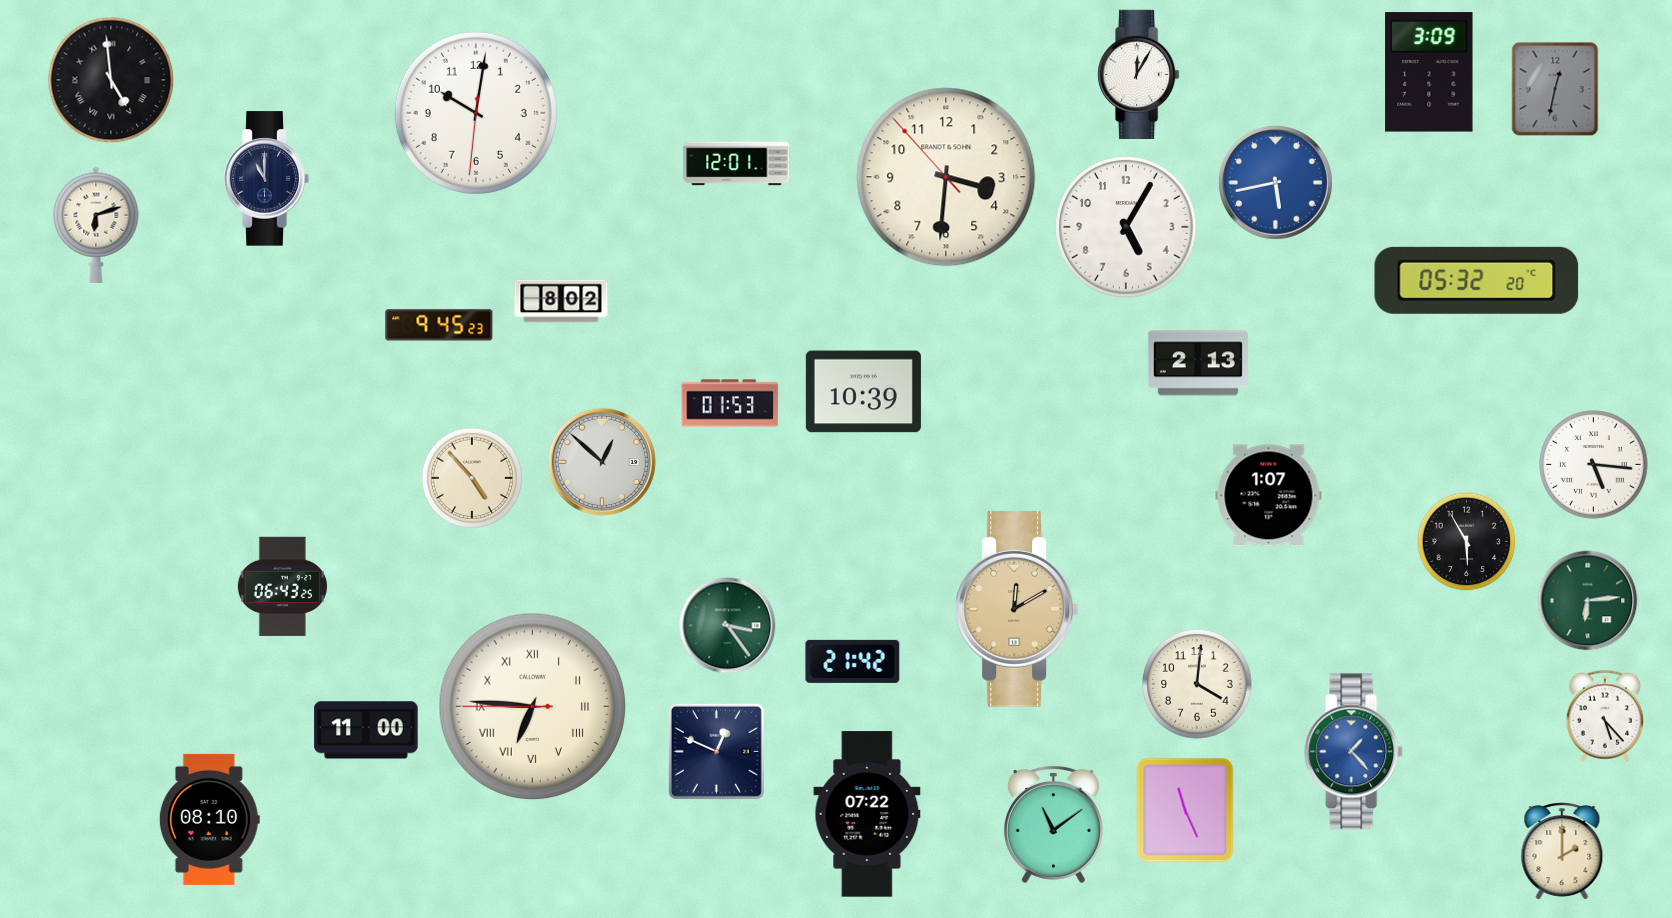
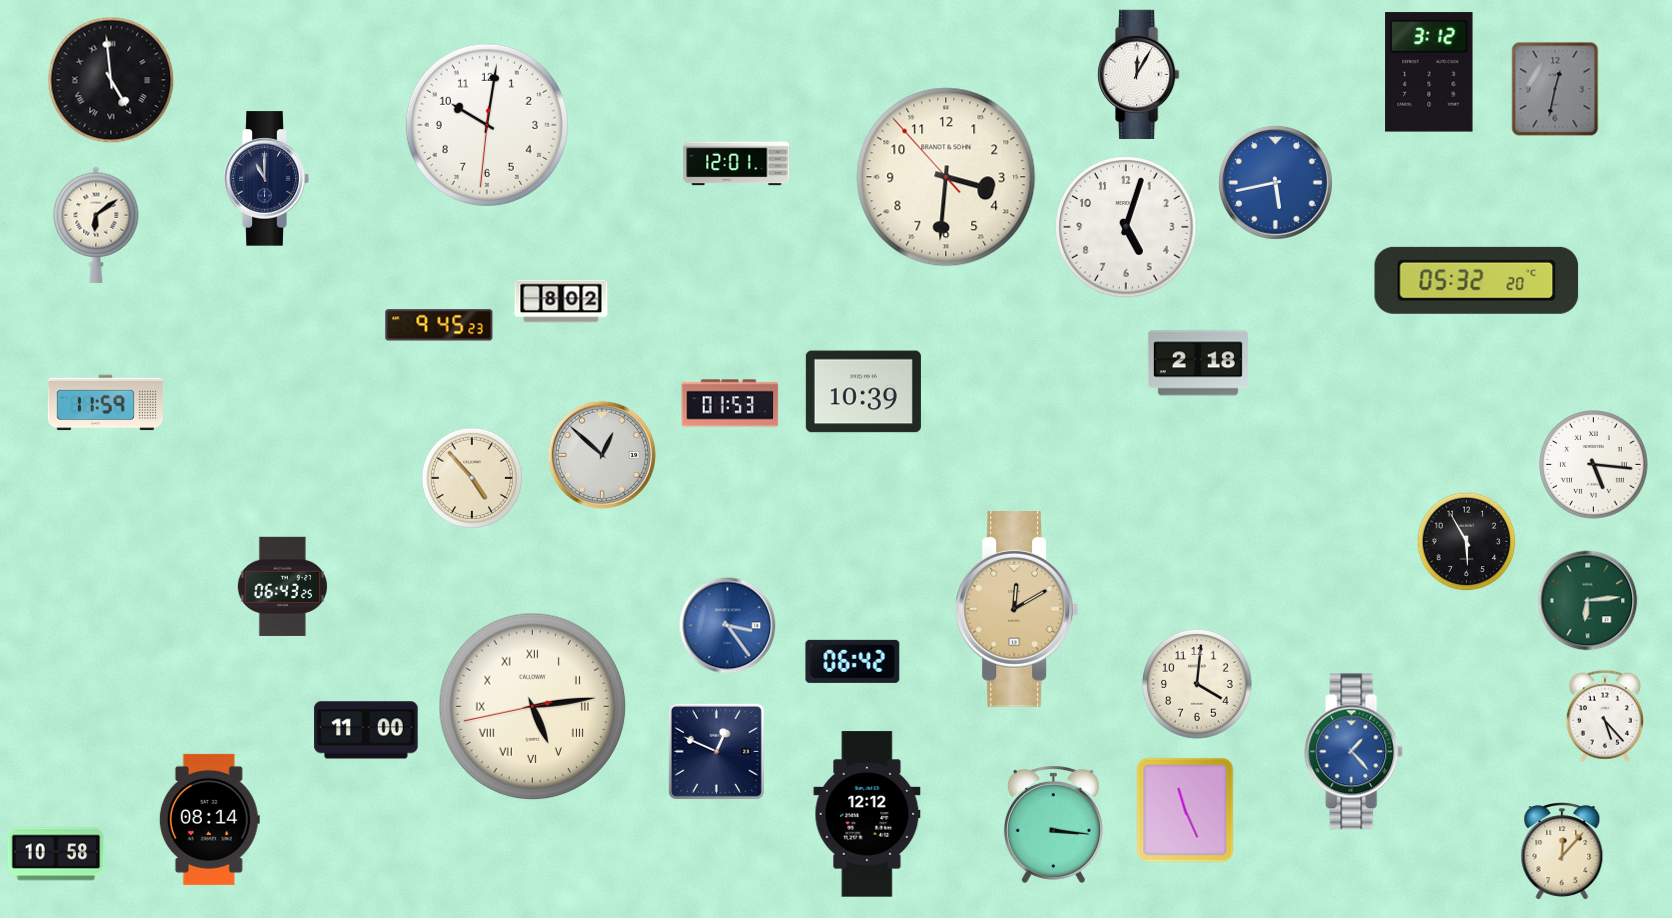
clock at (1429, 72): 3:09 -> 3:12
clock at (476, 113) position: (476, 113) -> (487, 125)
clock at (96, 225): 6:12 -> 6:09
clock at (1126, 227): 5:05 -> 5:03
clock at (1198, 363): 2:13 -> 2:18
clock at (105, 403): none -> 11:59
clock at (602, 462) position: (602, 462) -> (602, 455)
clock at (1269, 496): 1:07 -> none
clock at (728, 626) dial: green -> blue
clock at (853, 661): 21:42 -> 06:42
clock at (533, 707): 6:45 -> 5:13
clock at (867, 814): 07:22 -> 12:12
clock at (209, 819): 08:10 -> 08:14
clock at (1053, 825): 11:09 -> 3:16
clock at (1562, 851): 2:00 -> 12:07
clock at (56, 854): none -> 10:58
